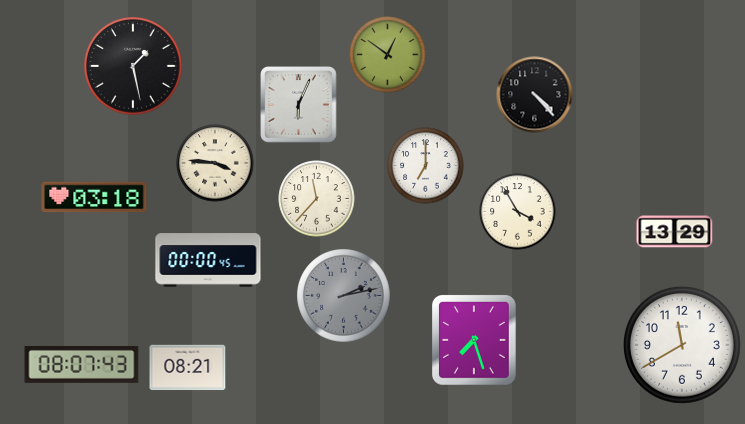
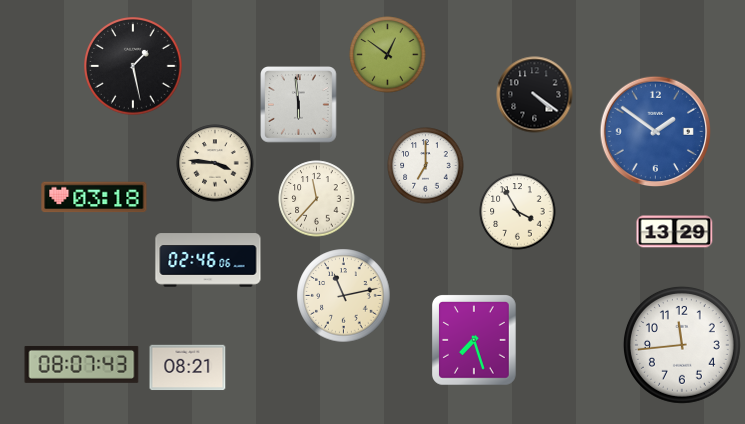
clock at (535, 95): 4:23 -> 4:21
clock at (299, 105): 6:04 -> 5:59
clock at (655, 131): none -> 1:51
clock at (208, 260): 00:00 -> 02:46
clock at (344, 296): 2:13 -> 11:13
clock at (344, 296) dial: grey -> cream
clock at (682, 345): 11:40 -> 11:44
